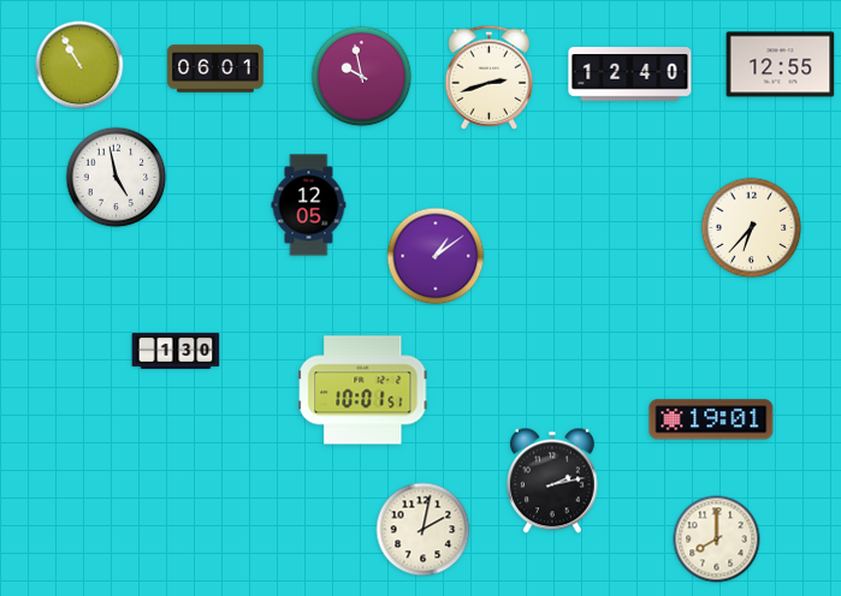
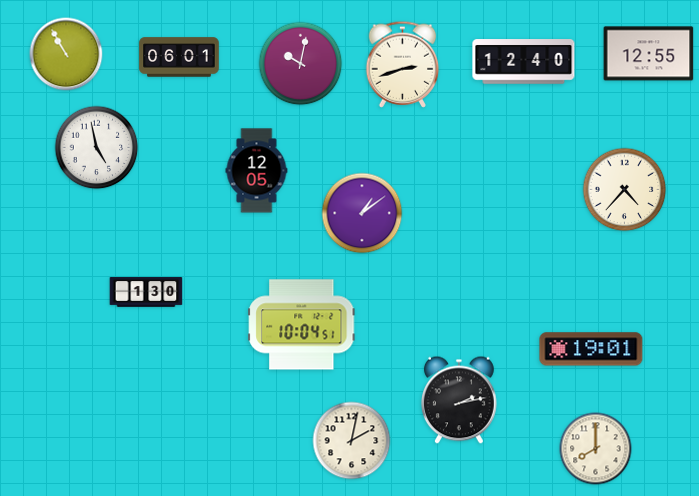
clock at (362, 77): 9:58 -> 10:02
clock at (490, 77) position: (490, 77) -> (403, 64)
clock at (752, 228): 6:37 -> 4:37
clock at (363, 391): 10:01 -> 10:04
